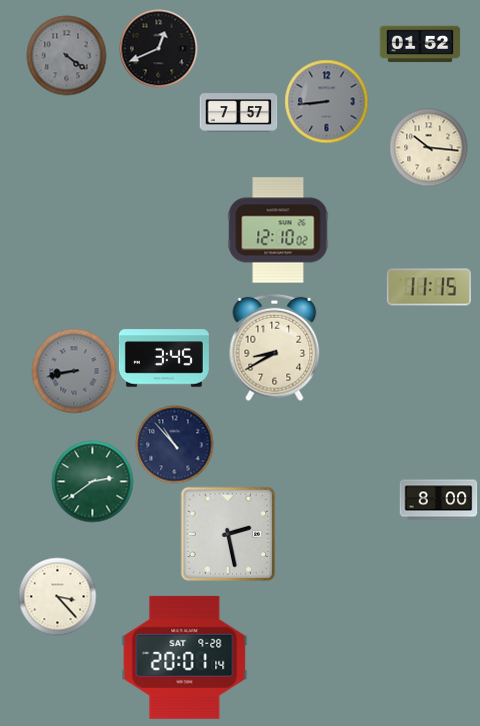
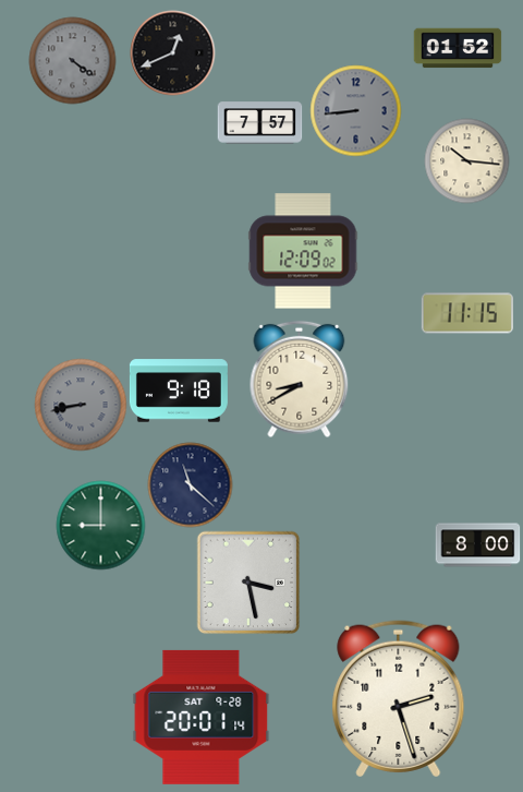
clock at (278, 230): 12:10 -> 12:09
clock at (164, 358): 3:45 -> 9:18
clock at (174, 444): 10:53 -> 11:22
clock at (92, 481): 2:39 -> 9:00
clock at (228, 534): 2:28 -> 3:28
clock at (57, 596): 3:23 -> none
clock at (399, 699): none -> 2:27
